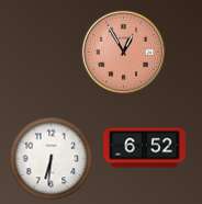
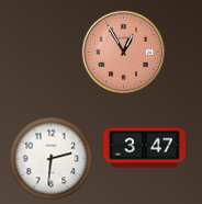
clock at (145, 148): 6:52 -> 3:47
clock at (52, 159): 6:31 -> 2:31
